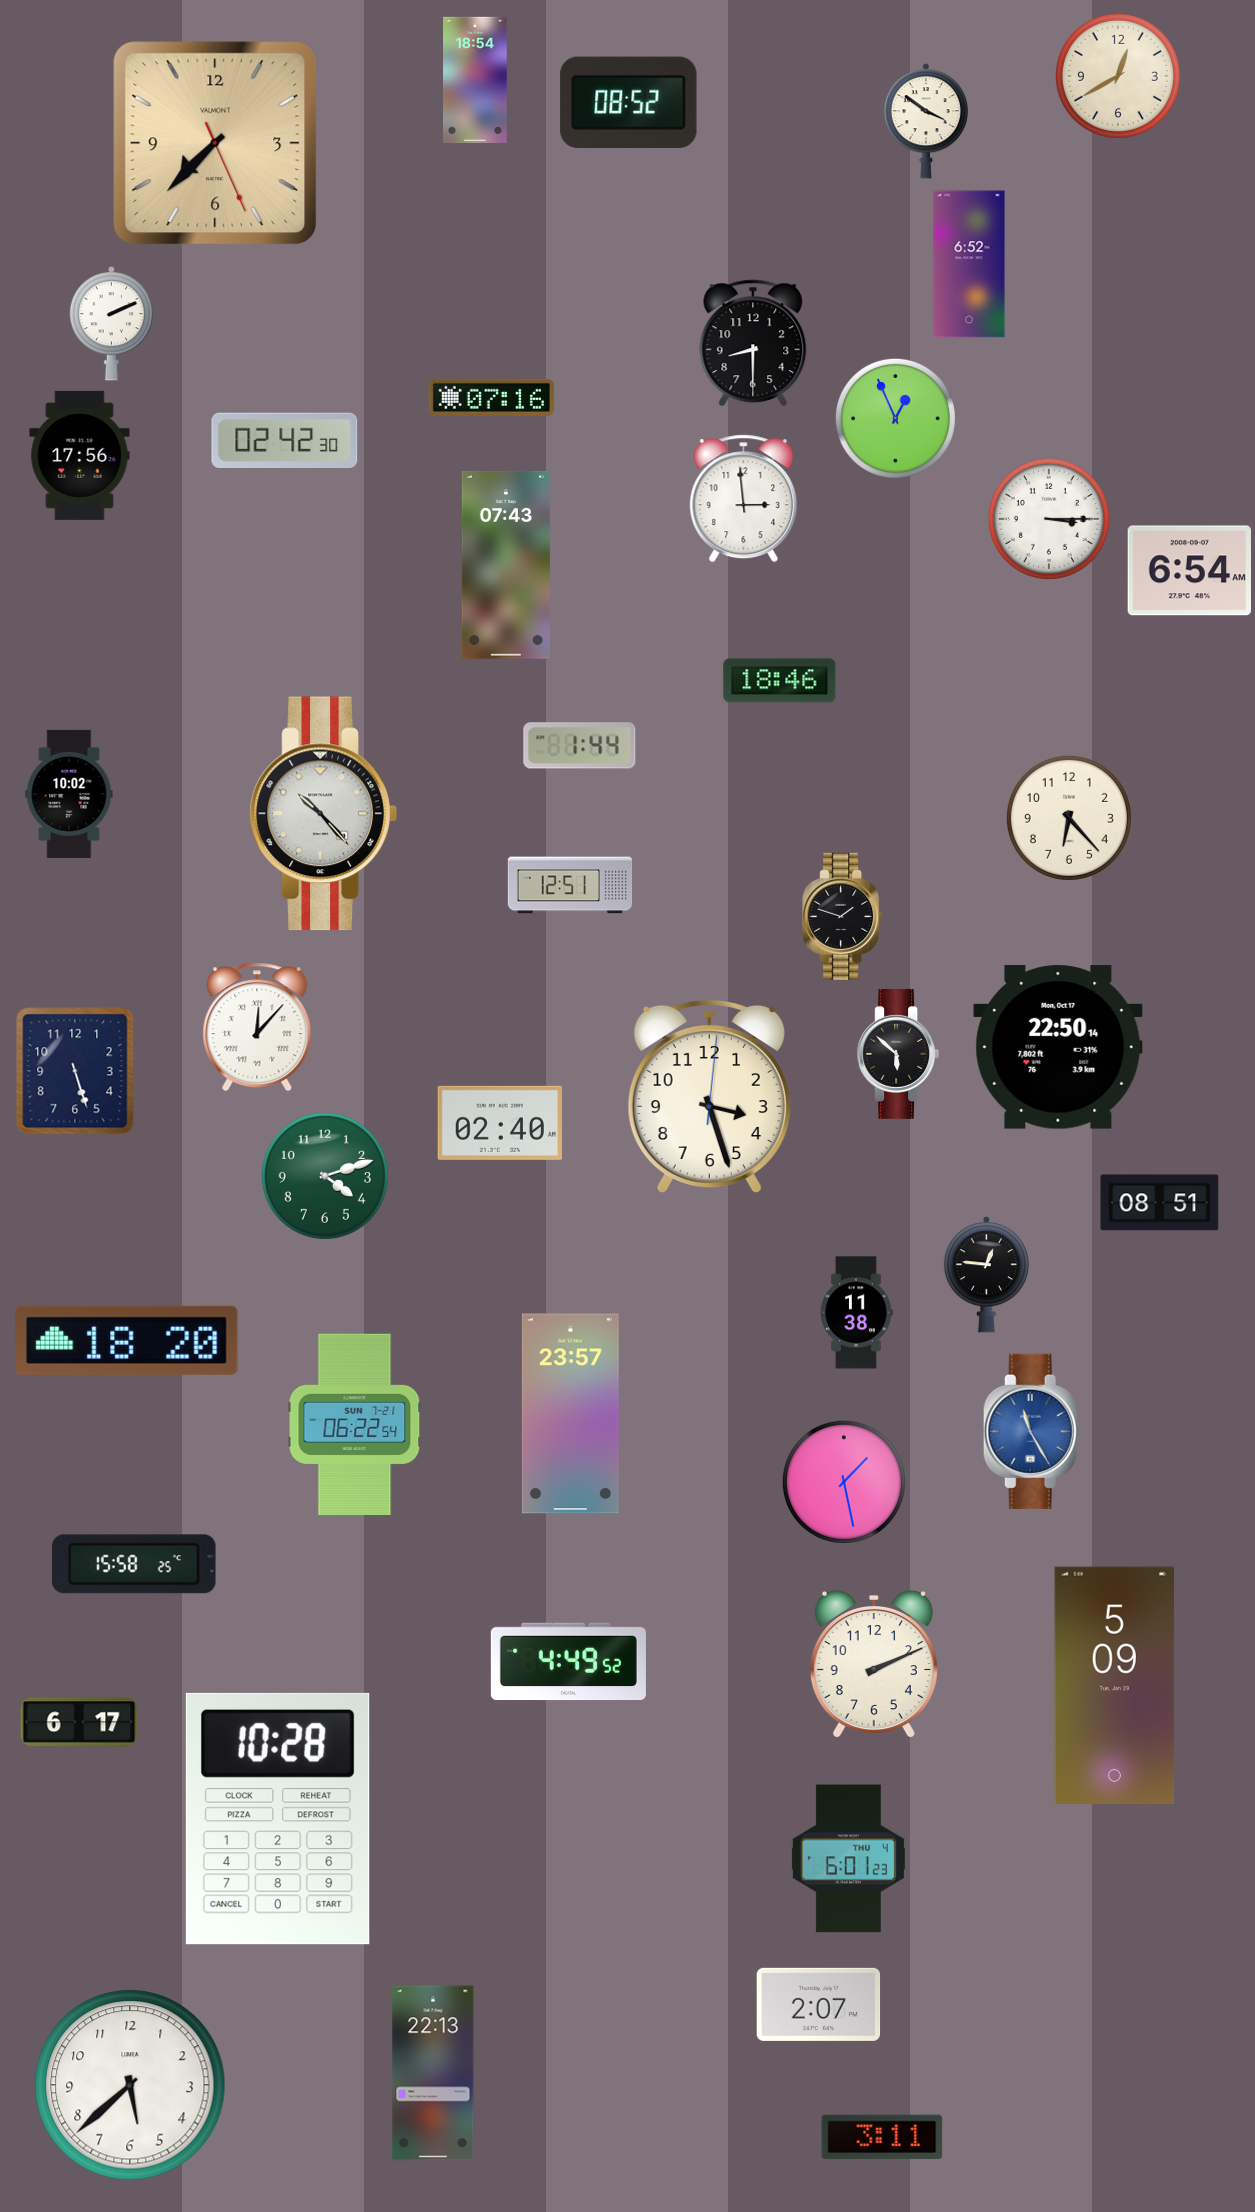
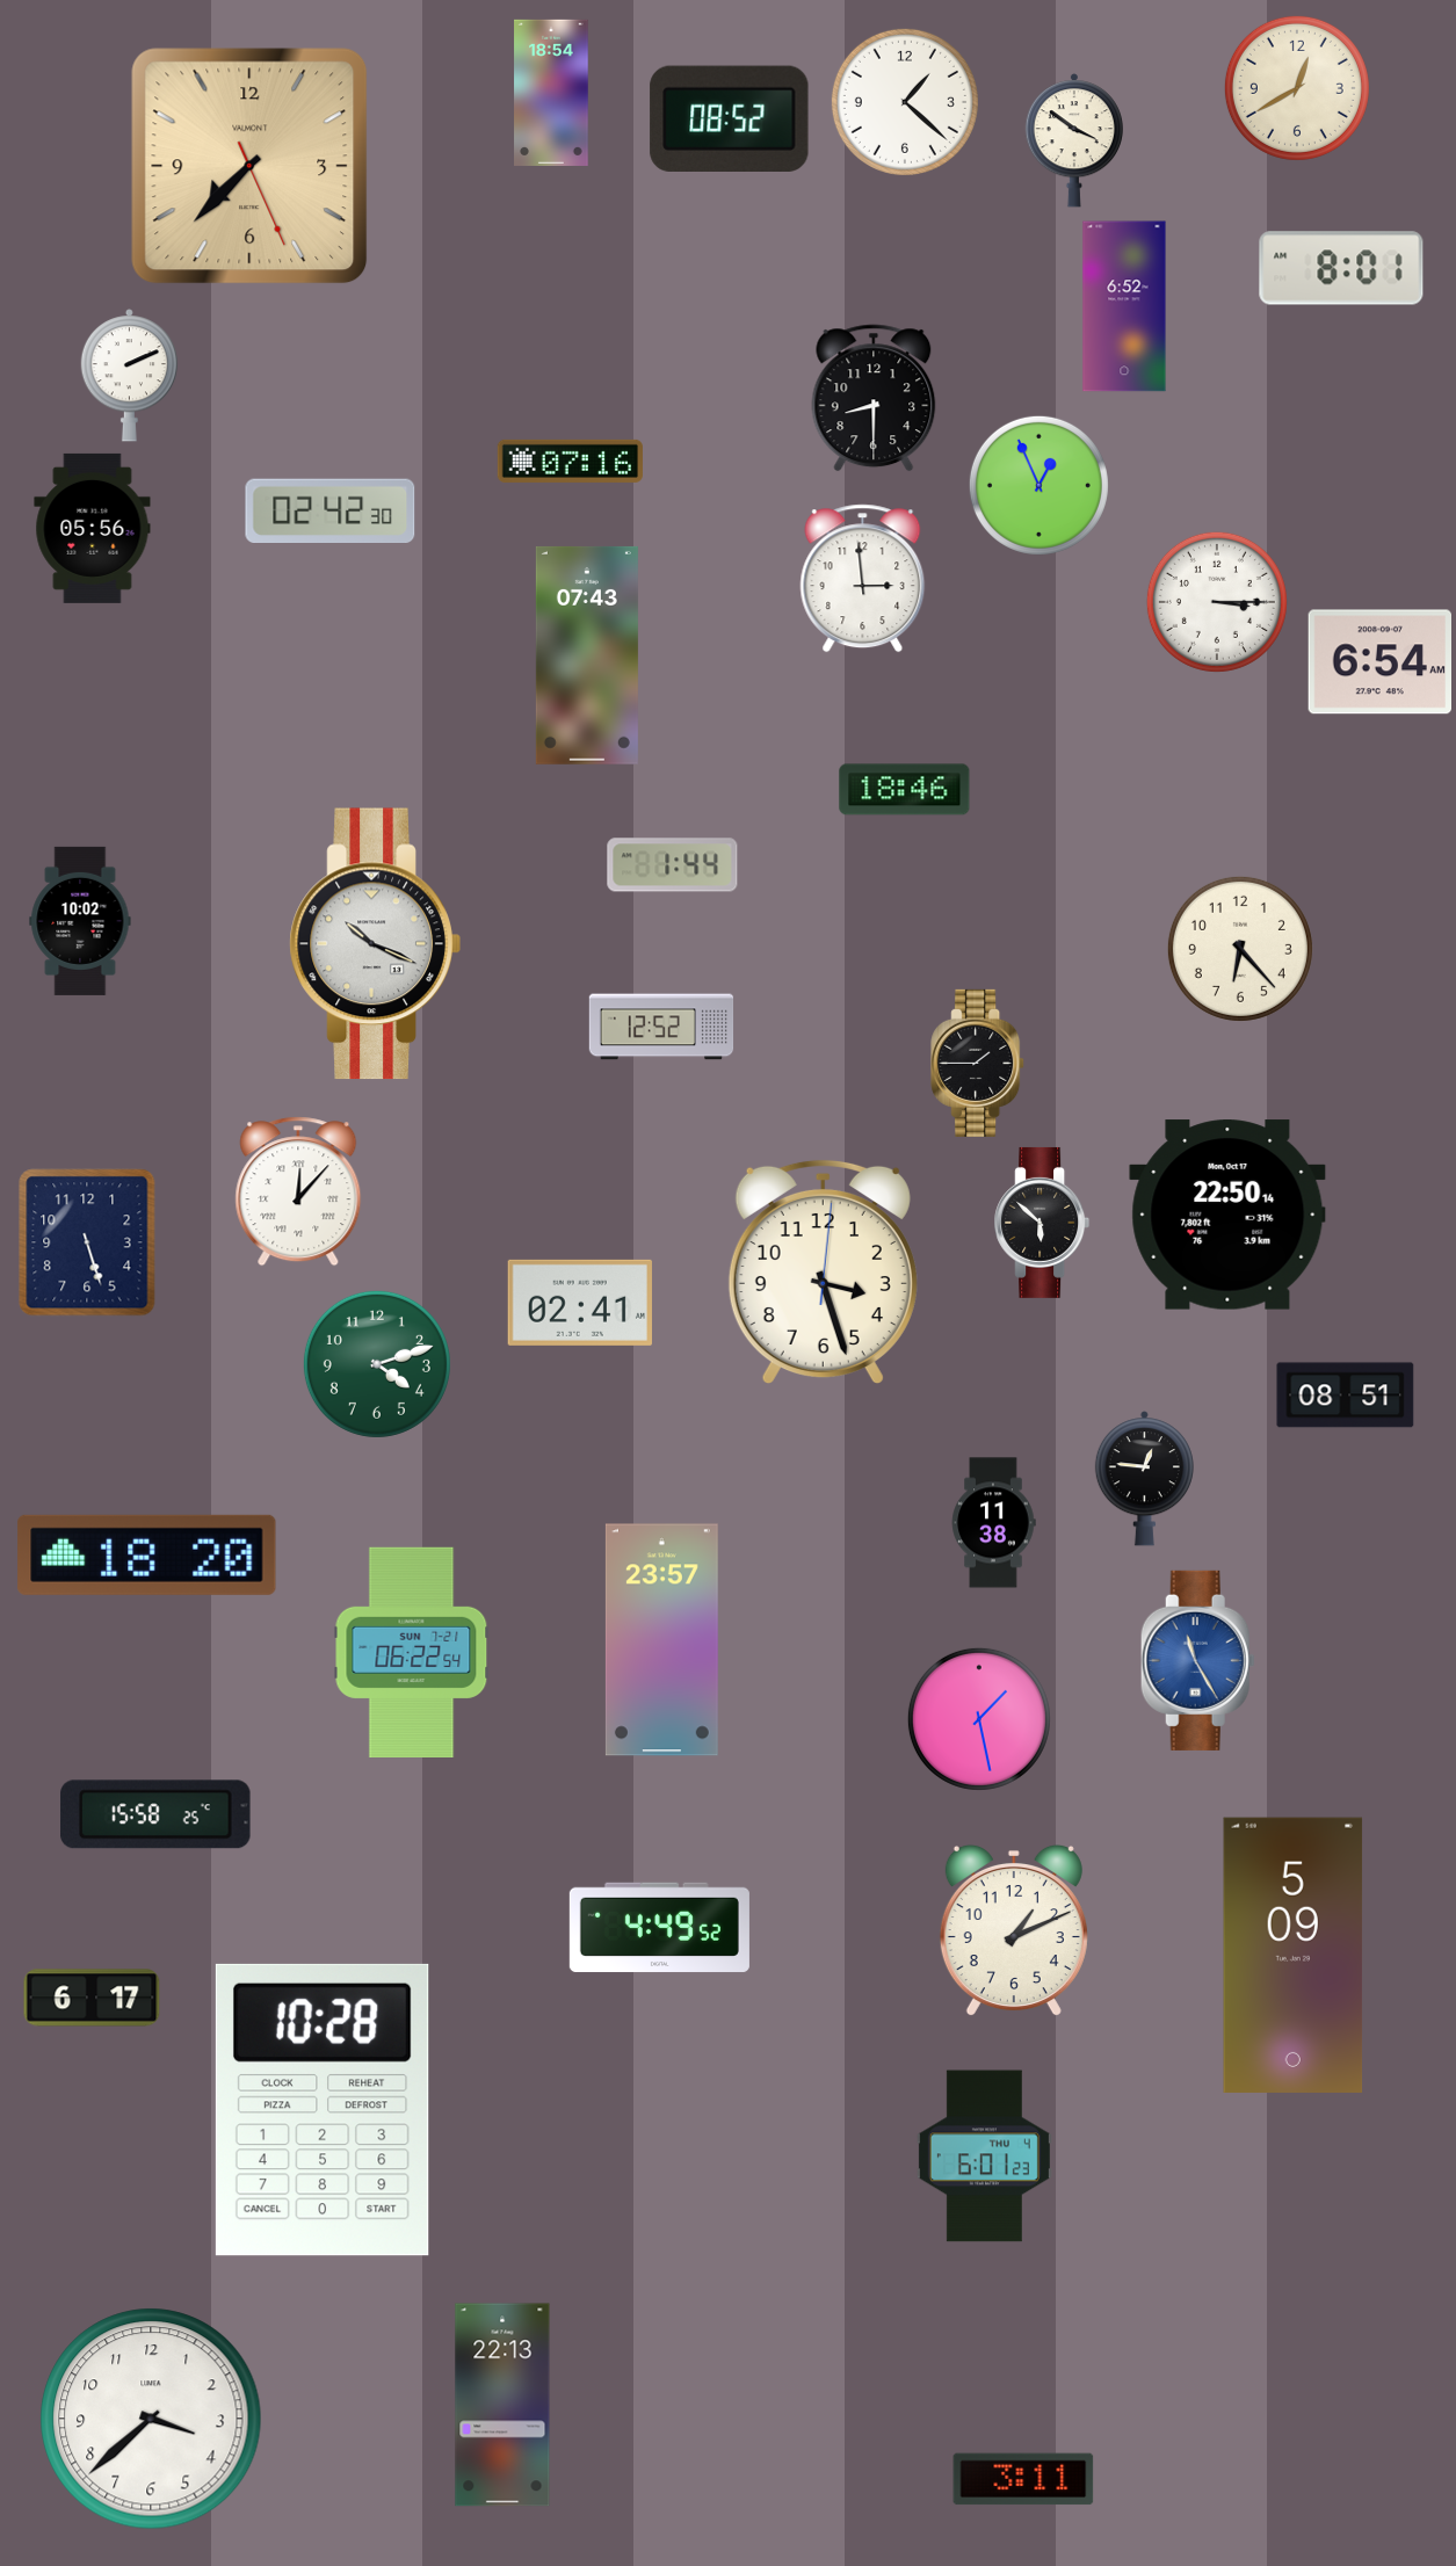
clock at (905, 102): none -> 1:22
clock at (1341, 268): none -> 8:01
clock at (80, 455): 17:56 -> 05:56
clock at (323, 814): 10:23 -> 10:19
clock at (570, 885): 12:51 -> 12:52
clock at (843, 916): 1:48 -> 1:45
clock at (500, 1123): 02:40 -> 02:41
clock at (874, 1664): 2:11 -> 1:11
clock at (819, 2004): 2:07 -> none
clock at (130, 2085): 5:38 -> 3:38
